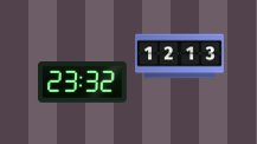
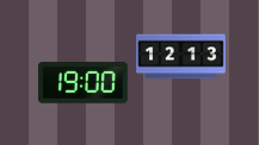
clock at (82, 83): 23:32 -> 19:00
